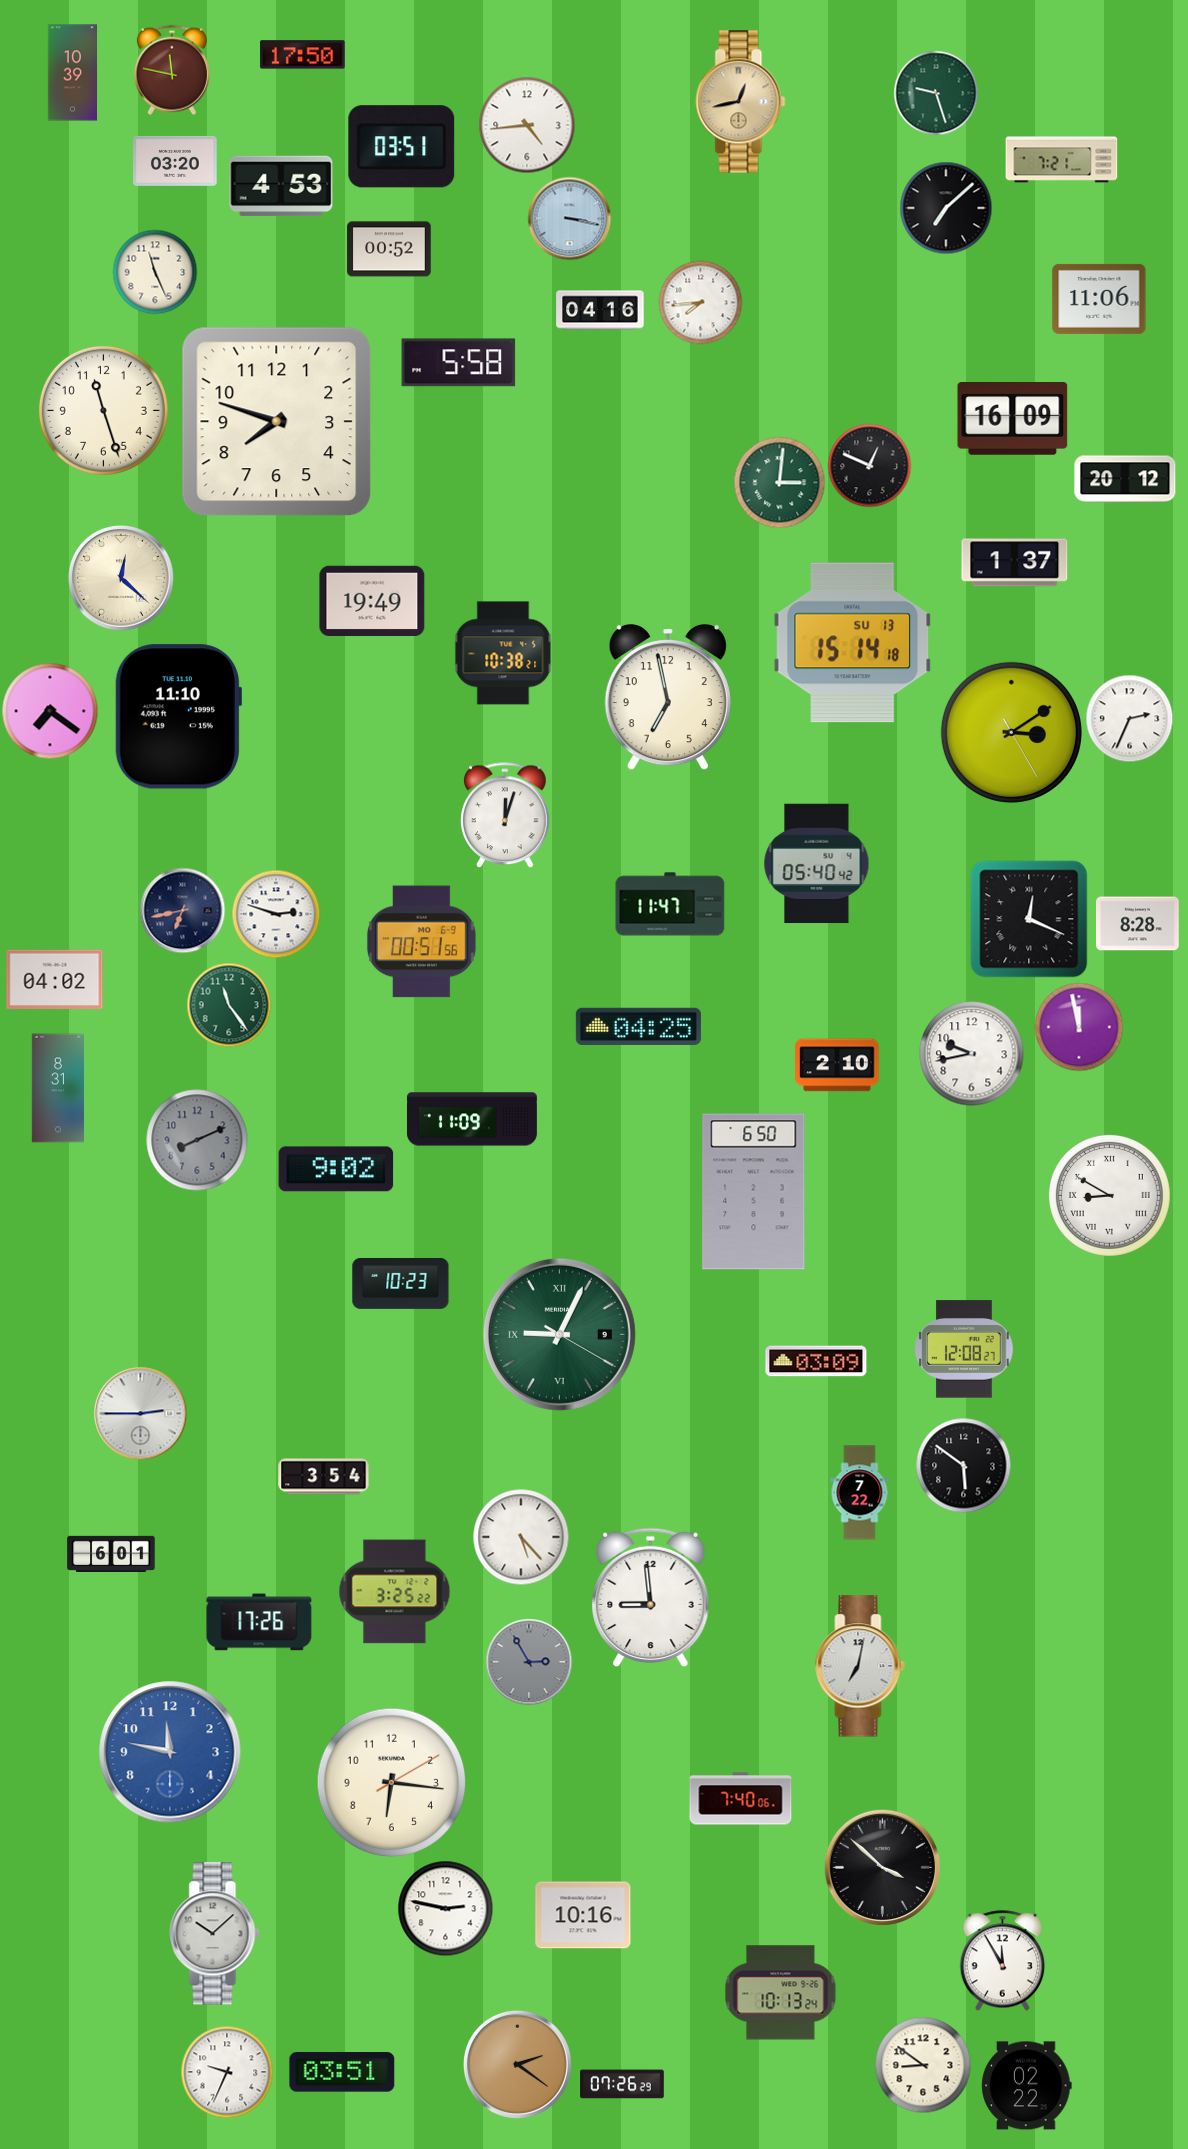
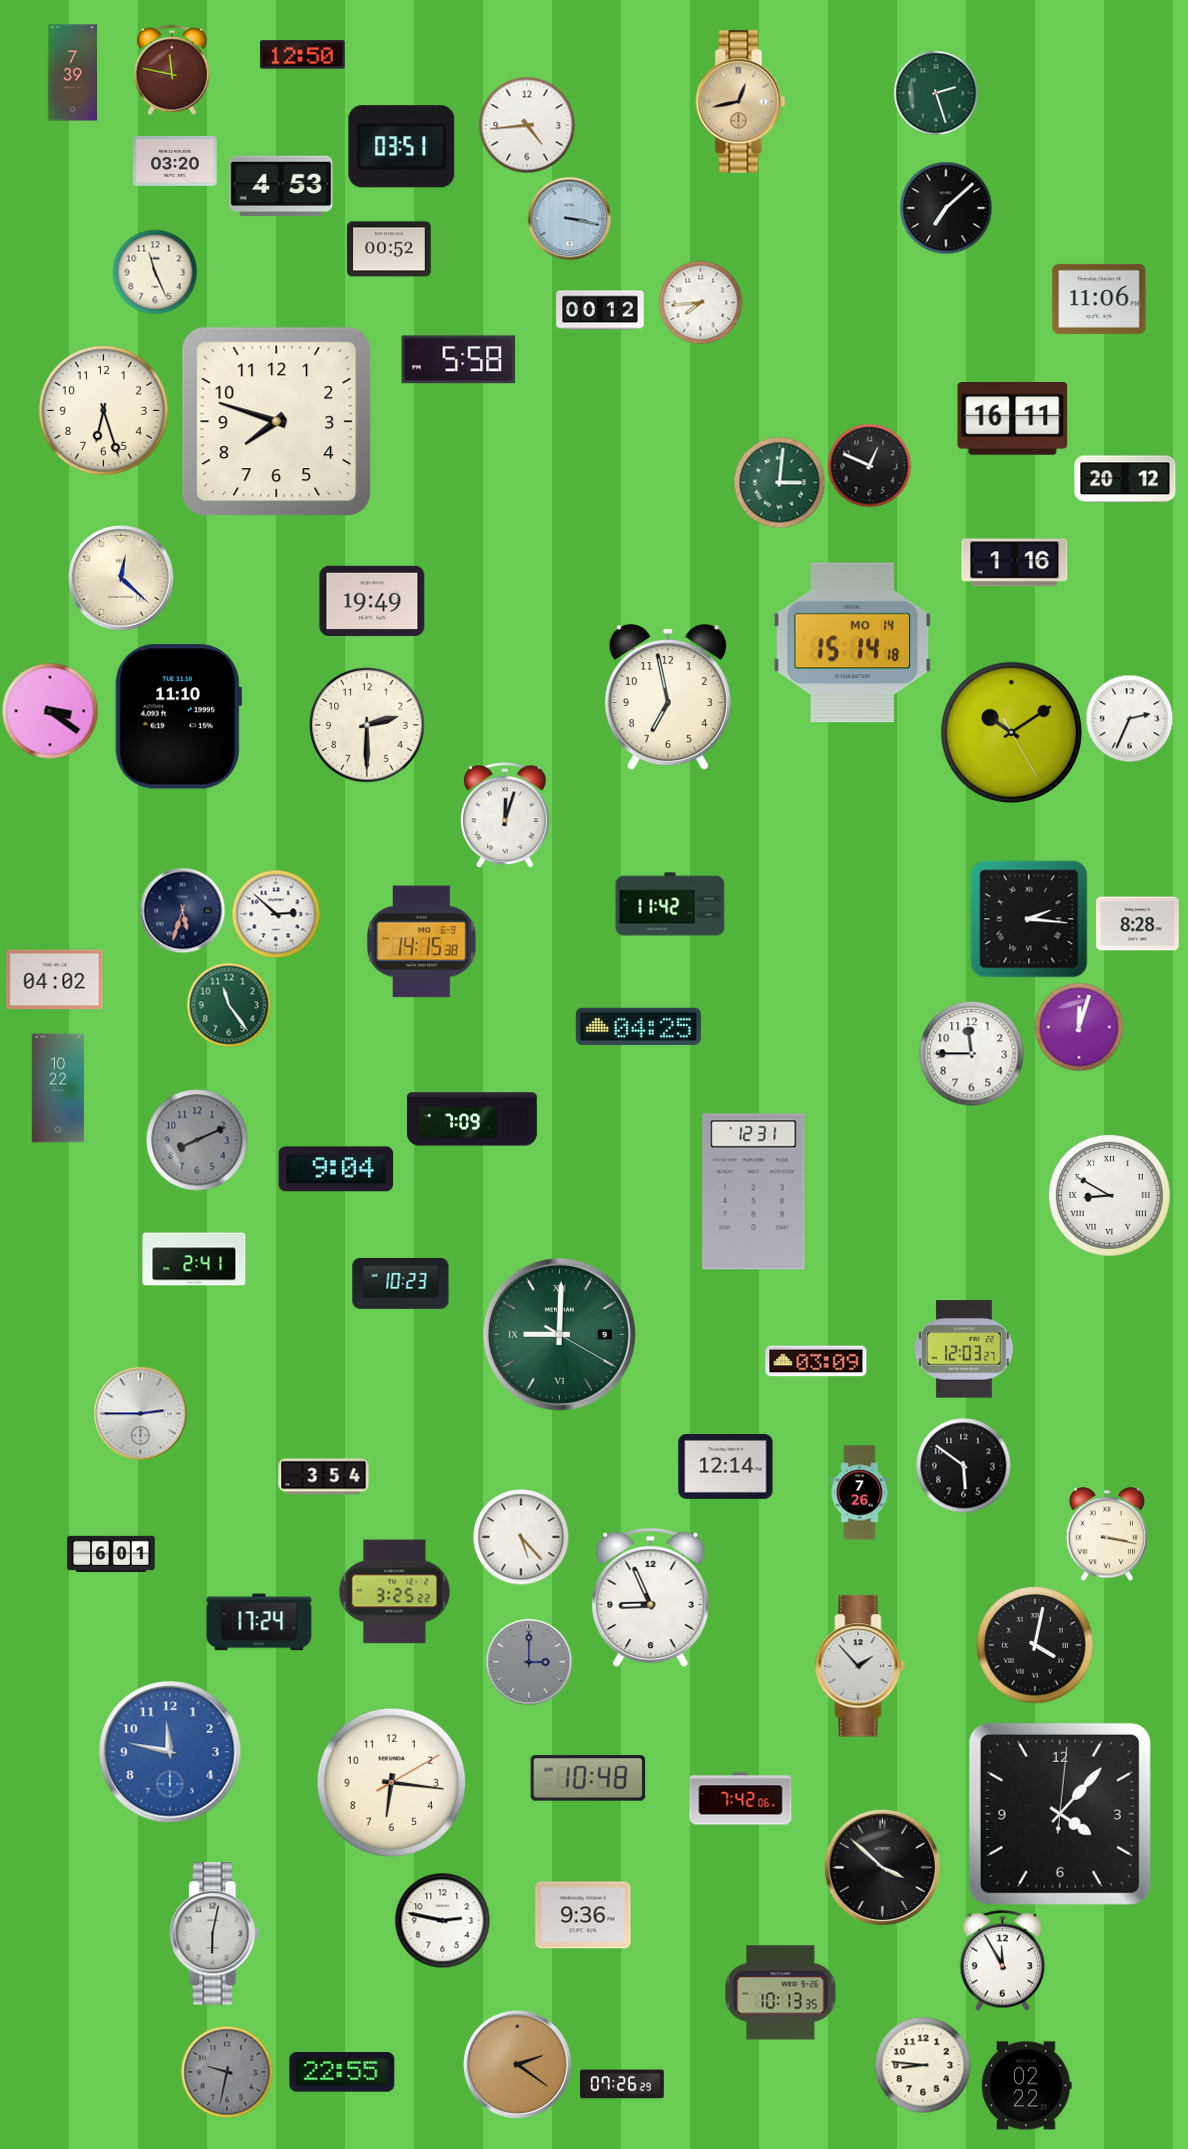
clock at (303, 55): 17:50 -> 12:50
clock at (72, 73): 10:39 -> 7:39
clock at (936, 93): 9:27 -> 2:27
clock at (1062, 160): 7:21 -> none
clock at (600, 310): 04:16 -> 00:12
clock at (459, 363) position: (459, 363) -> (459, 360)
clock at (103, 410): 11:27 -> 6:27
clock at (1013, 419): 16:09 -> 16:11
clock at (1015, 563): 1:37 -> 1:16
clock at (853, 643) date: SU 13 -> MO 14
clock at (503, 653): 10:38 -> none
clock at (50, 711): 7:21 -> 3:21
clock at (367, 725): none -> 2:30
clock at (1011, 732): 3:09 -> 10:09
clock at (817, 864): 05:40 -> none
clock at (670, 904): 11:47 -> 11:42
clock at (182, 910): 6:43 -> 5:33
clock at (276, 914): 2:48 -> 2:52
clock at (1029, 919): 12:19 -> 2:16
clock at (421, 942): 00:51 -> 14:15
clock at (1079, 1027): 11:58 -> 12:03
clock at (972, 1054): 9:43 -> 11:45
clock at (837, 1065): 2:10 -> none
clock at (57, 1088): 8:31 -> 10:22
clock at (472, 1119): 11:09 -> 7:09
clock at (336, 1169): 9:02 -> 9:04
clock at (754, 1192): 6:50 -> 12:31
clock at (194, 1259): none -> 2:41
clock at (559, 1334): 9:04 -> 9:00
clock at (964, 1349): 12:08 -> 12:03
clock at (726, 1467): none -> 12:14
clock at (860, 1493): 7:22 -> 7:26
clock at (1107, 1534): none -> 3:17
clock at (651, 1598): 8:59 -> 8:56
clock at (259, 1622): 17:26 -> 17:24
clock at (1035, 1645): none -> 4:02
clock at (529, 1662): 2:55 -> 3:00
clock at (860, 1666): 7:02 -> 1:53
clock at (588, 1778): none -> 10:48
clock at (741, 1799): 7:40 -> 7:42
clock at (1060, 1814): none -> 4:07
clock at (445, 1908) position: (445, 1908) -> (442, 1920)
clock at (583, 1915): 10:16 -> 9:36
clock at (215, 1934): 10:08 -> 6:02
clock at (781, 1993): 10:13:24 -> 10:13:35
clock at (923, 2065): 8:51 -> 8:46
clock at (227, 2072): 9:34 -> 9:32
clock at (227, 2072) dial: white -> grey
clock at (342, 2072): 03:51 -> 22:55
